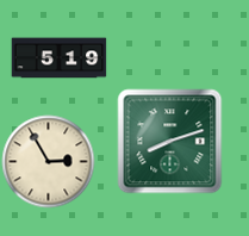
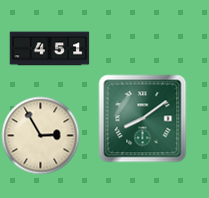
clock at (58, 58): 5:19 -> 4:51
clock at (169, 141): 8:12 -> 8:09
